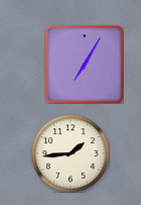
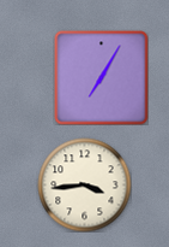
clock at (70, 153): 1:44 -> 3:44
